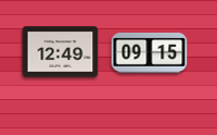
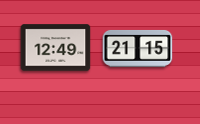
clock at (150, 52): 09:15 -> 21:15
